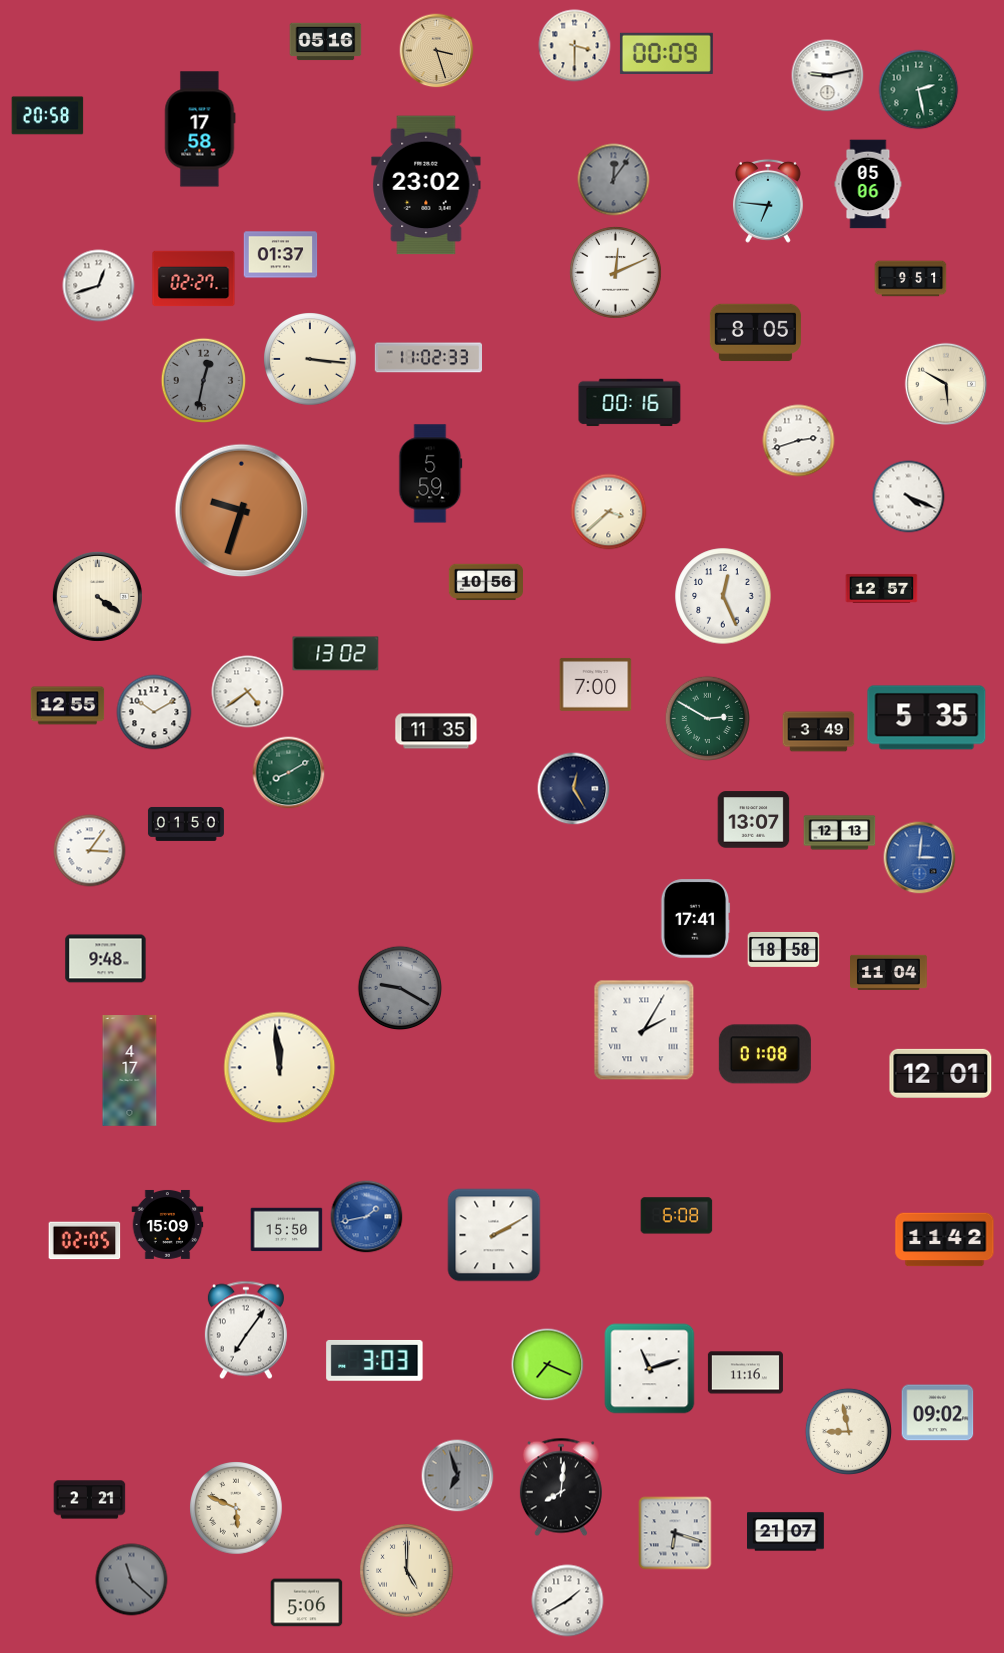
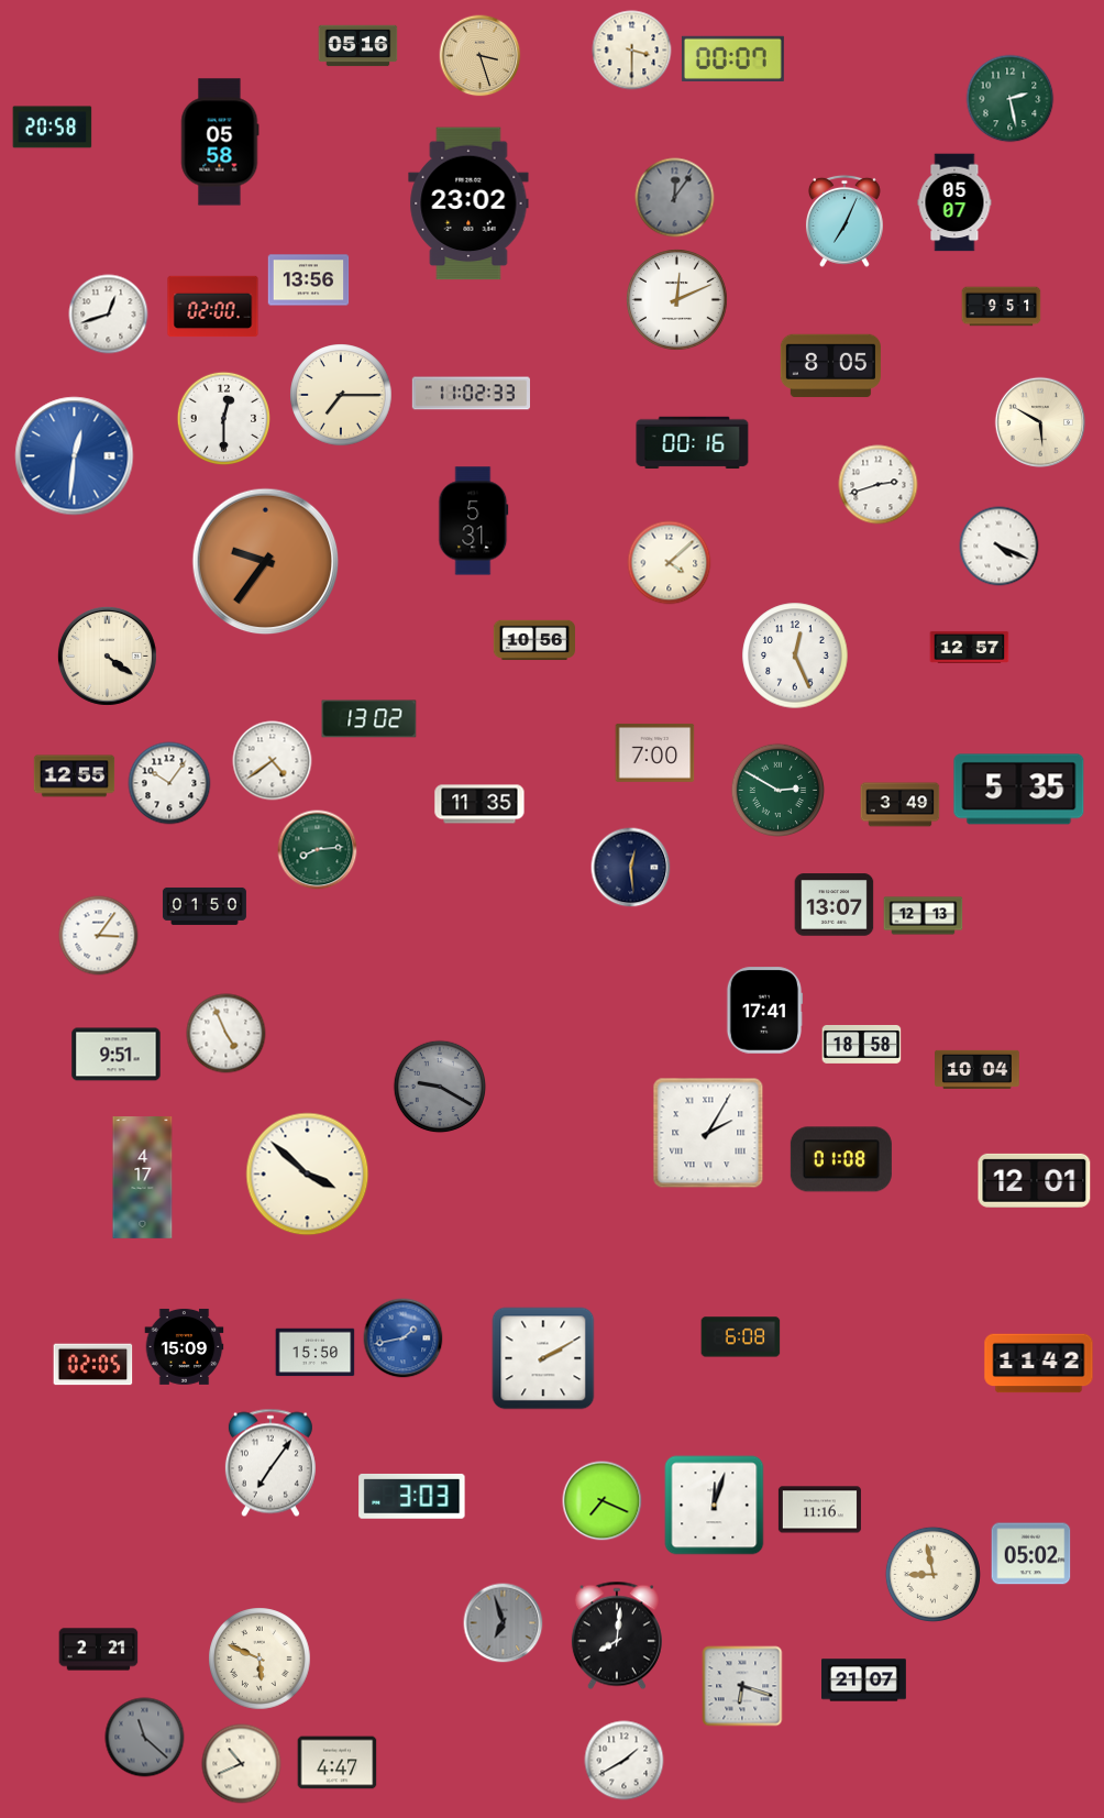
clock at (666, 53): 00:09 -> 00:07
clock at (828, 76): 9:13 -> none
clock at (200, 129): 17:58 -> 05:58
clock at (868, 184): 05:06 -> 05:07
clock at (768, 201): 6:46 -> 7:04
clock at (281, 255): 01:37 -> 13:56
clock at (194, 279): 02:27 -> 02:00
clock at (310, 359): 3:16 -> 7:15
clock at (203, 380): 12:32 -> 12:30
clock at (203, 380) dial: grey -> white
clock at (75, 456): none -> 12:31
clock at (431, 474): 5:59 -> 5:31
clock at (242, 511): 9:33 -> 9:36
clock at (609, 512): 3:38 -> 4:08
clock at (154, 712): 10:10 -> 10:06
clock at (289, 773): 8:10 -> 8:14
clock at (574, 789): 12:25 -> 12:29
clock at (754, 820) position: (754, 820) -> (835, 905)
clock at (920, 858): 3:01 -> none
clock at (227, 1034): none -> 4:56
clock at (106, 959): 9:48 -> 9:51
clock at (889, 972): 11:04 -> 10:04
clock at (280, 1068): 11:59 -> 3:52
clock at (677, 1216) position: (677, 1216) -> (741, 1337)
clock at (650, 1369): 11:12 -> 12:03
clock at (938, 1413): 09:02 -> 05:02
clock at (786, 1532) position: (786, 1532) -> (864, 1681)
clock at (407, 1571): 5:00 -> none
clock at (307, 1603): 5:06 -> 4:47
clock at (242, 1764): none -> 10:41
